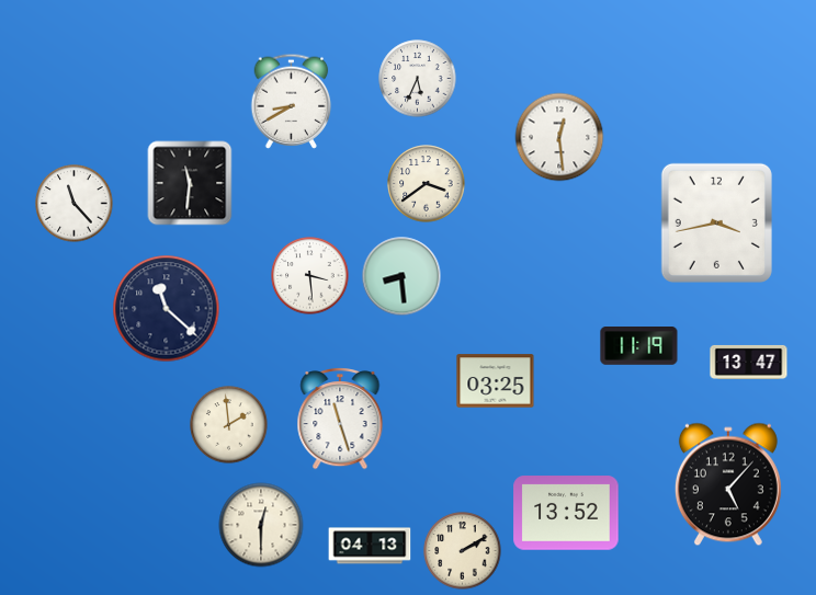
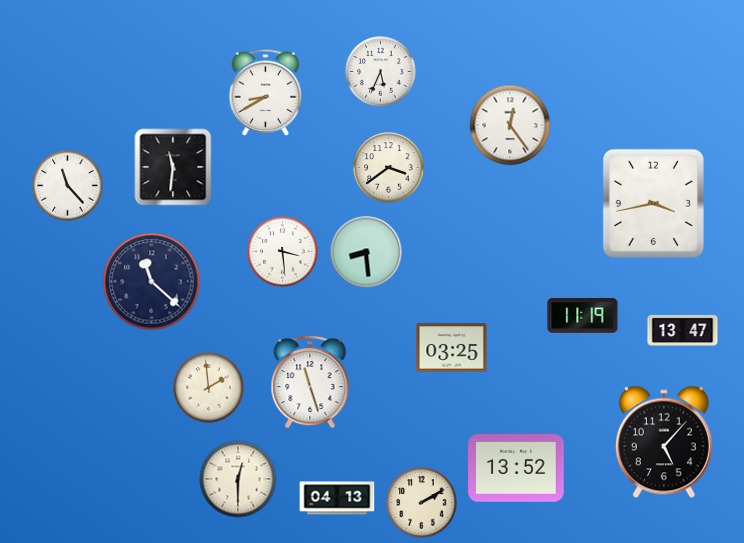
clock at (559, 137): 12:29 -> 12:24
